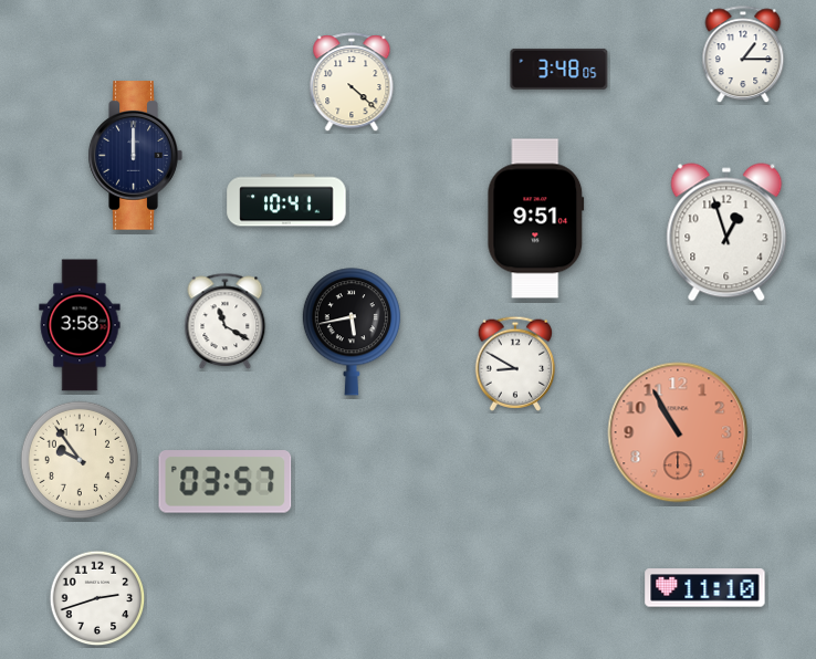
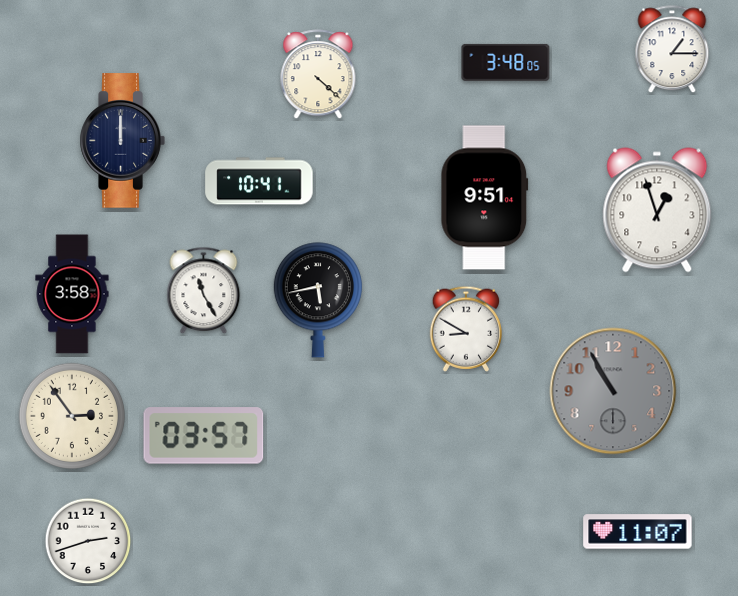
clock at (226, 322): 11:20 -> 11:25
clock at (678, 432) dial: salmon -> grey
clock at (79, 459): 9:54 -> 2:54
clock at (705, 588): 11:10 -> 11:07
